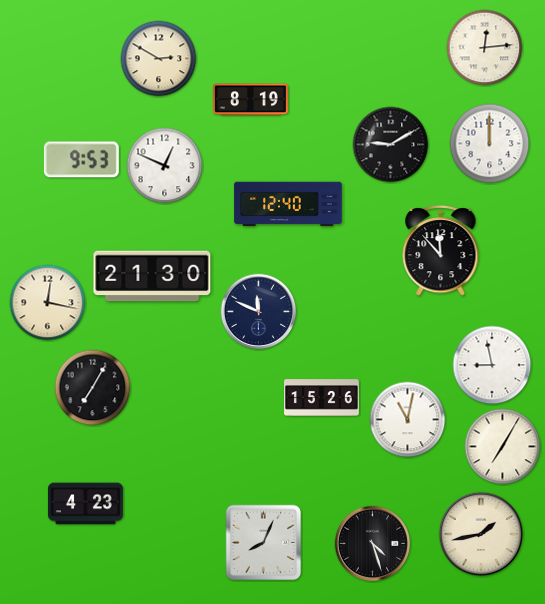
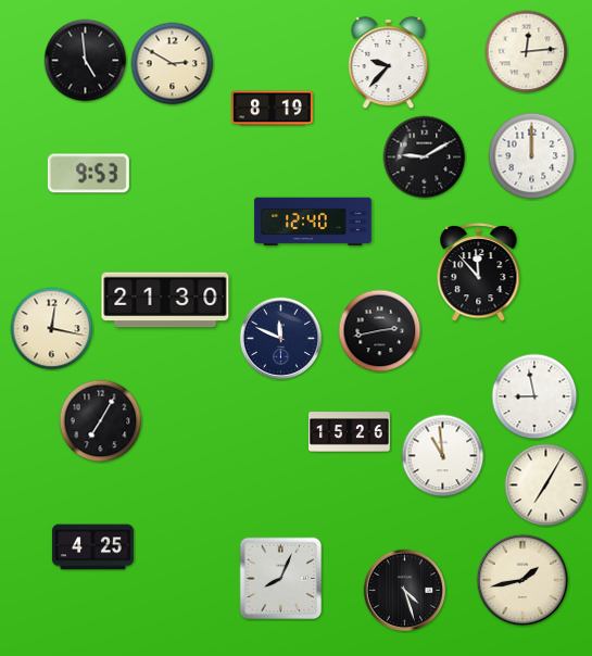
clock at (86, 61): none -> 4:59
clock at (389, 63): none -> 9:37
clock at (165, 166): 12:49 -> none
clock at (380, 331): none -> 2:43
clock at (408, 420): 11:02 -> 10:59
clock at (85, 504): 4:23 -> 4:25
clock at (264, 543) position: (264, 543) -> (281, 579)
